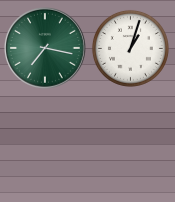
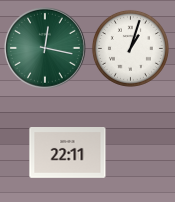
clock at (45, 48): 7:17 -> 12:17
clock at (68, 153): none -> 22:11
